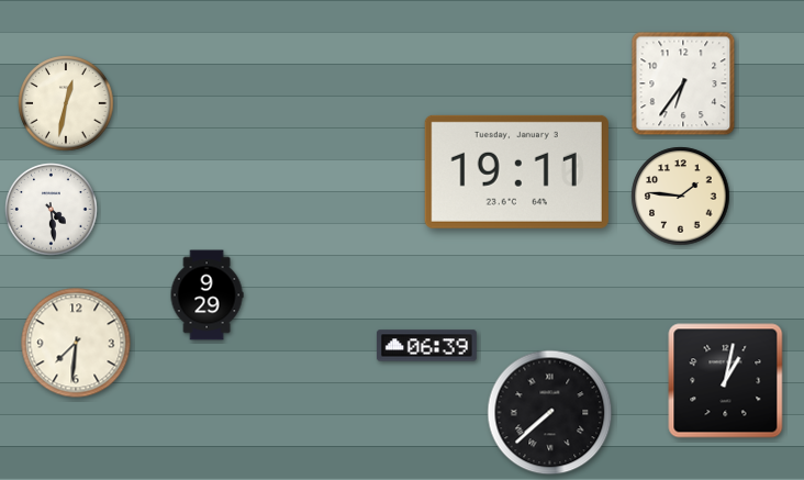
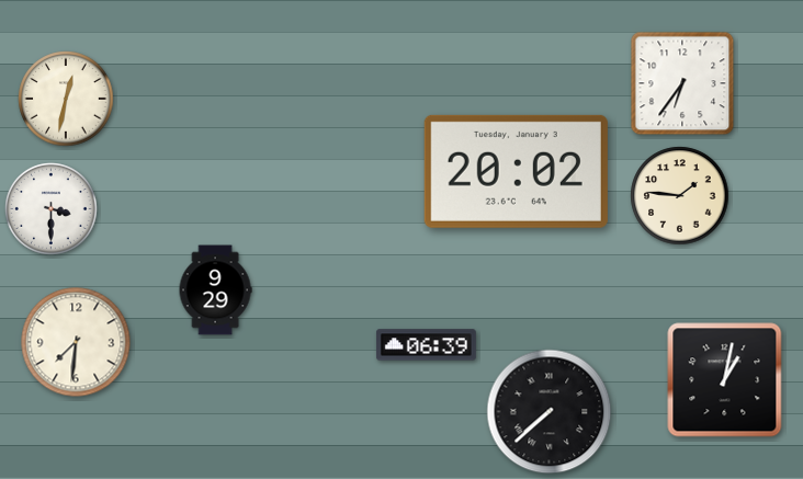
clock at (66, 103) position: (66, 103) -> (66, 99)
clock at (516, 171): 19:11 -> 20:02
clock at (52, 210): 4:29 -> 3:30
clock at (206, 295) position: (206, 295) -> (215, 290)
